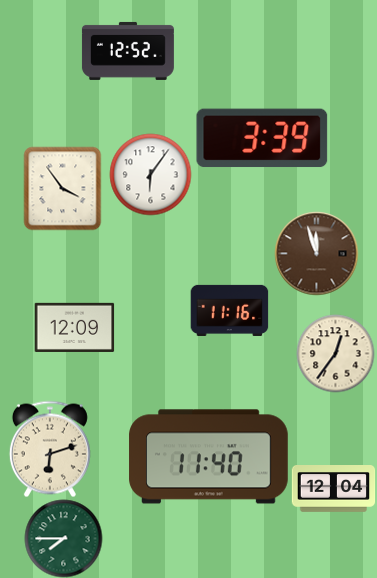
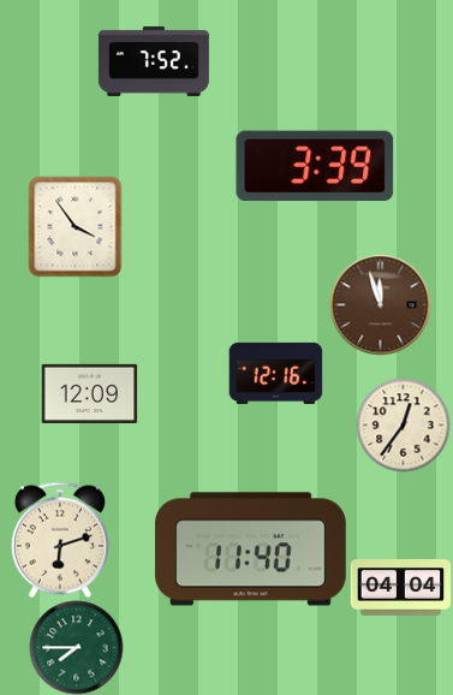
clock at (128, 51): 12:52 -> 7:52
clock at (150, 174): 6:06 -> none
clock at (229, 310): 11:16 -> 12:16
clock at (333, 489): 12:04 -> 04:04
